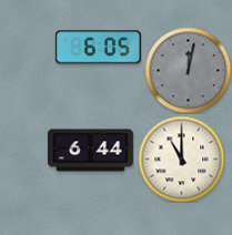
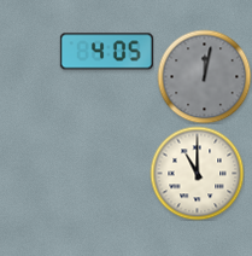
clock at (98, 48): 6:05 -> 4:05
clock at (90, 151): 6:44 -> none
